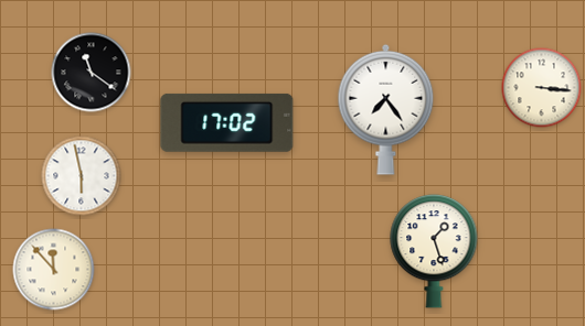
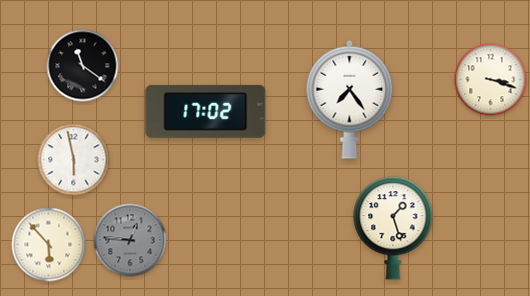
clock at (542, 88): 3:16 -> 3:18
clock at (130, 240): none -> 12:46
clock at (54, 270): 11:53 -> 5:53
